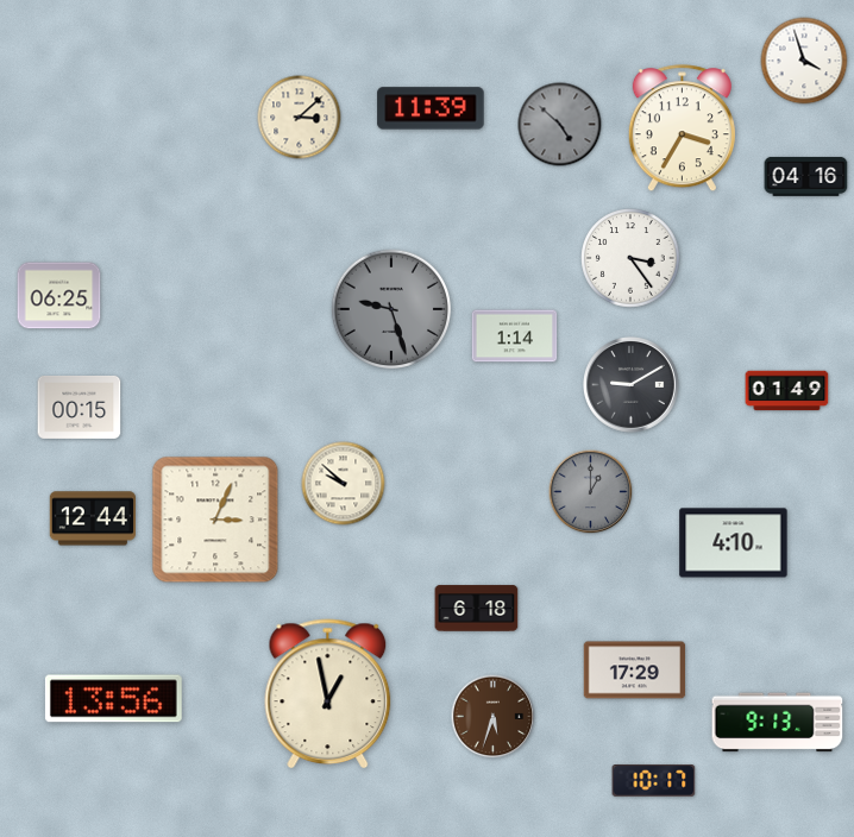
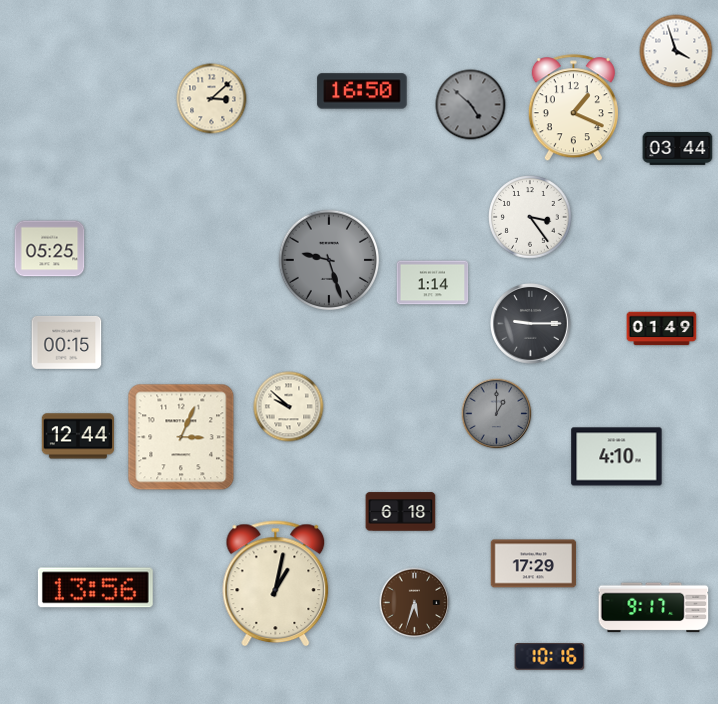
clock at (431, 108): 11:39 -> 16:50
clock at (300, 118) position: (300, 118) -> (212, 99)
clock at (682, 128): 3:35 -> 1:19
clock at (806, 176): 04:16 -> 03:44
clock at (59, 296): 06:25 -> 05:25
clock at (632, 385): 9:10 -> 9:15
clock at (328, 694): 12:58 -> 1:02
clock at (778, 723): 9:13 -> 9:17
clock at (654, 781): 10:17 -> 10:16
